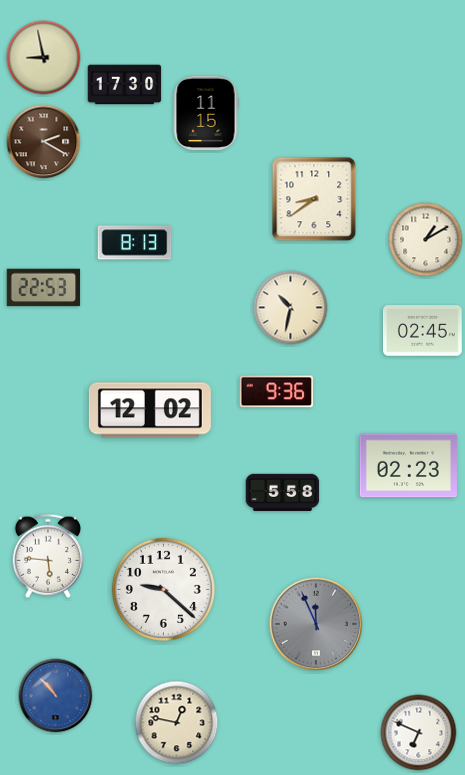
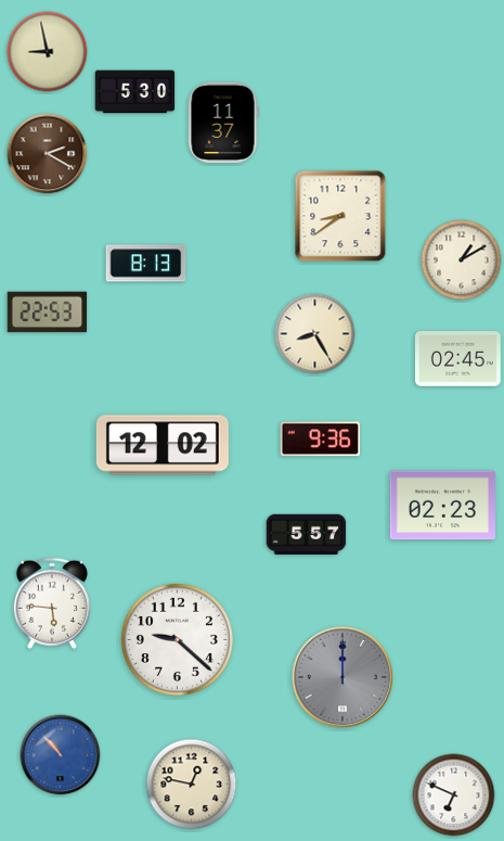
clock at (44, 58) position: (44, 58) -> (48, 52)
clock at (125, 85): 17:30 -> 5:30
clock at (206, 113): 11:15 -> 11:37
clock at (291, 308): 10:32 -> 8:25
clock at (277, 392) position: (277, 392) -> (321, 439)
clock at (283, 493): 5:58 -> 5:57
clock at (316, 624): 11:56 -> 12:00
